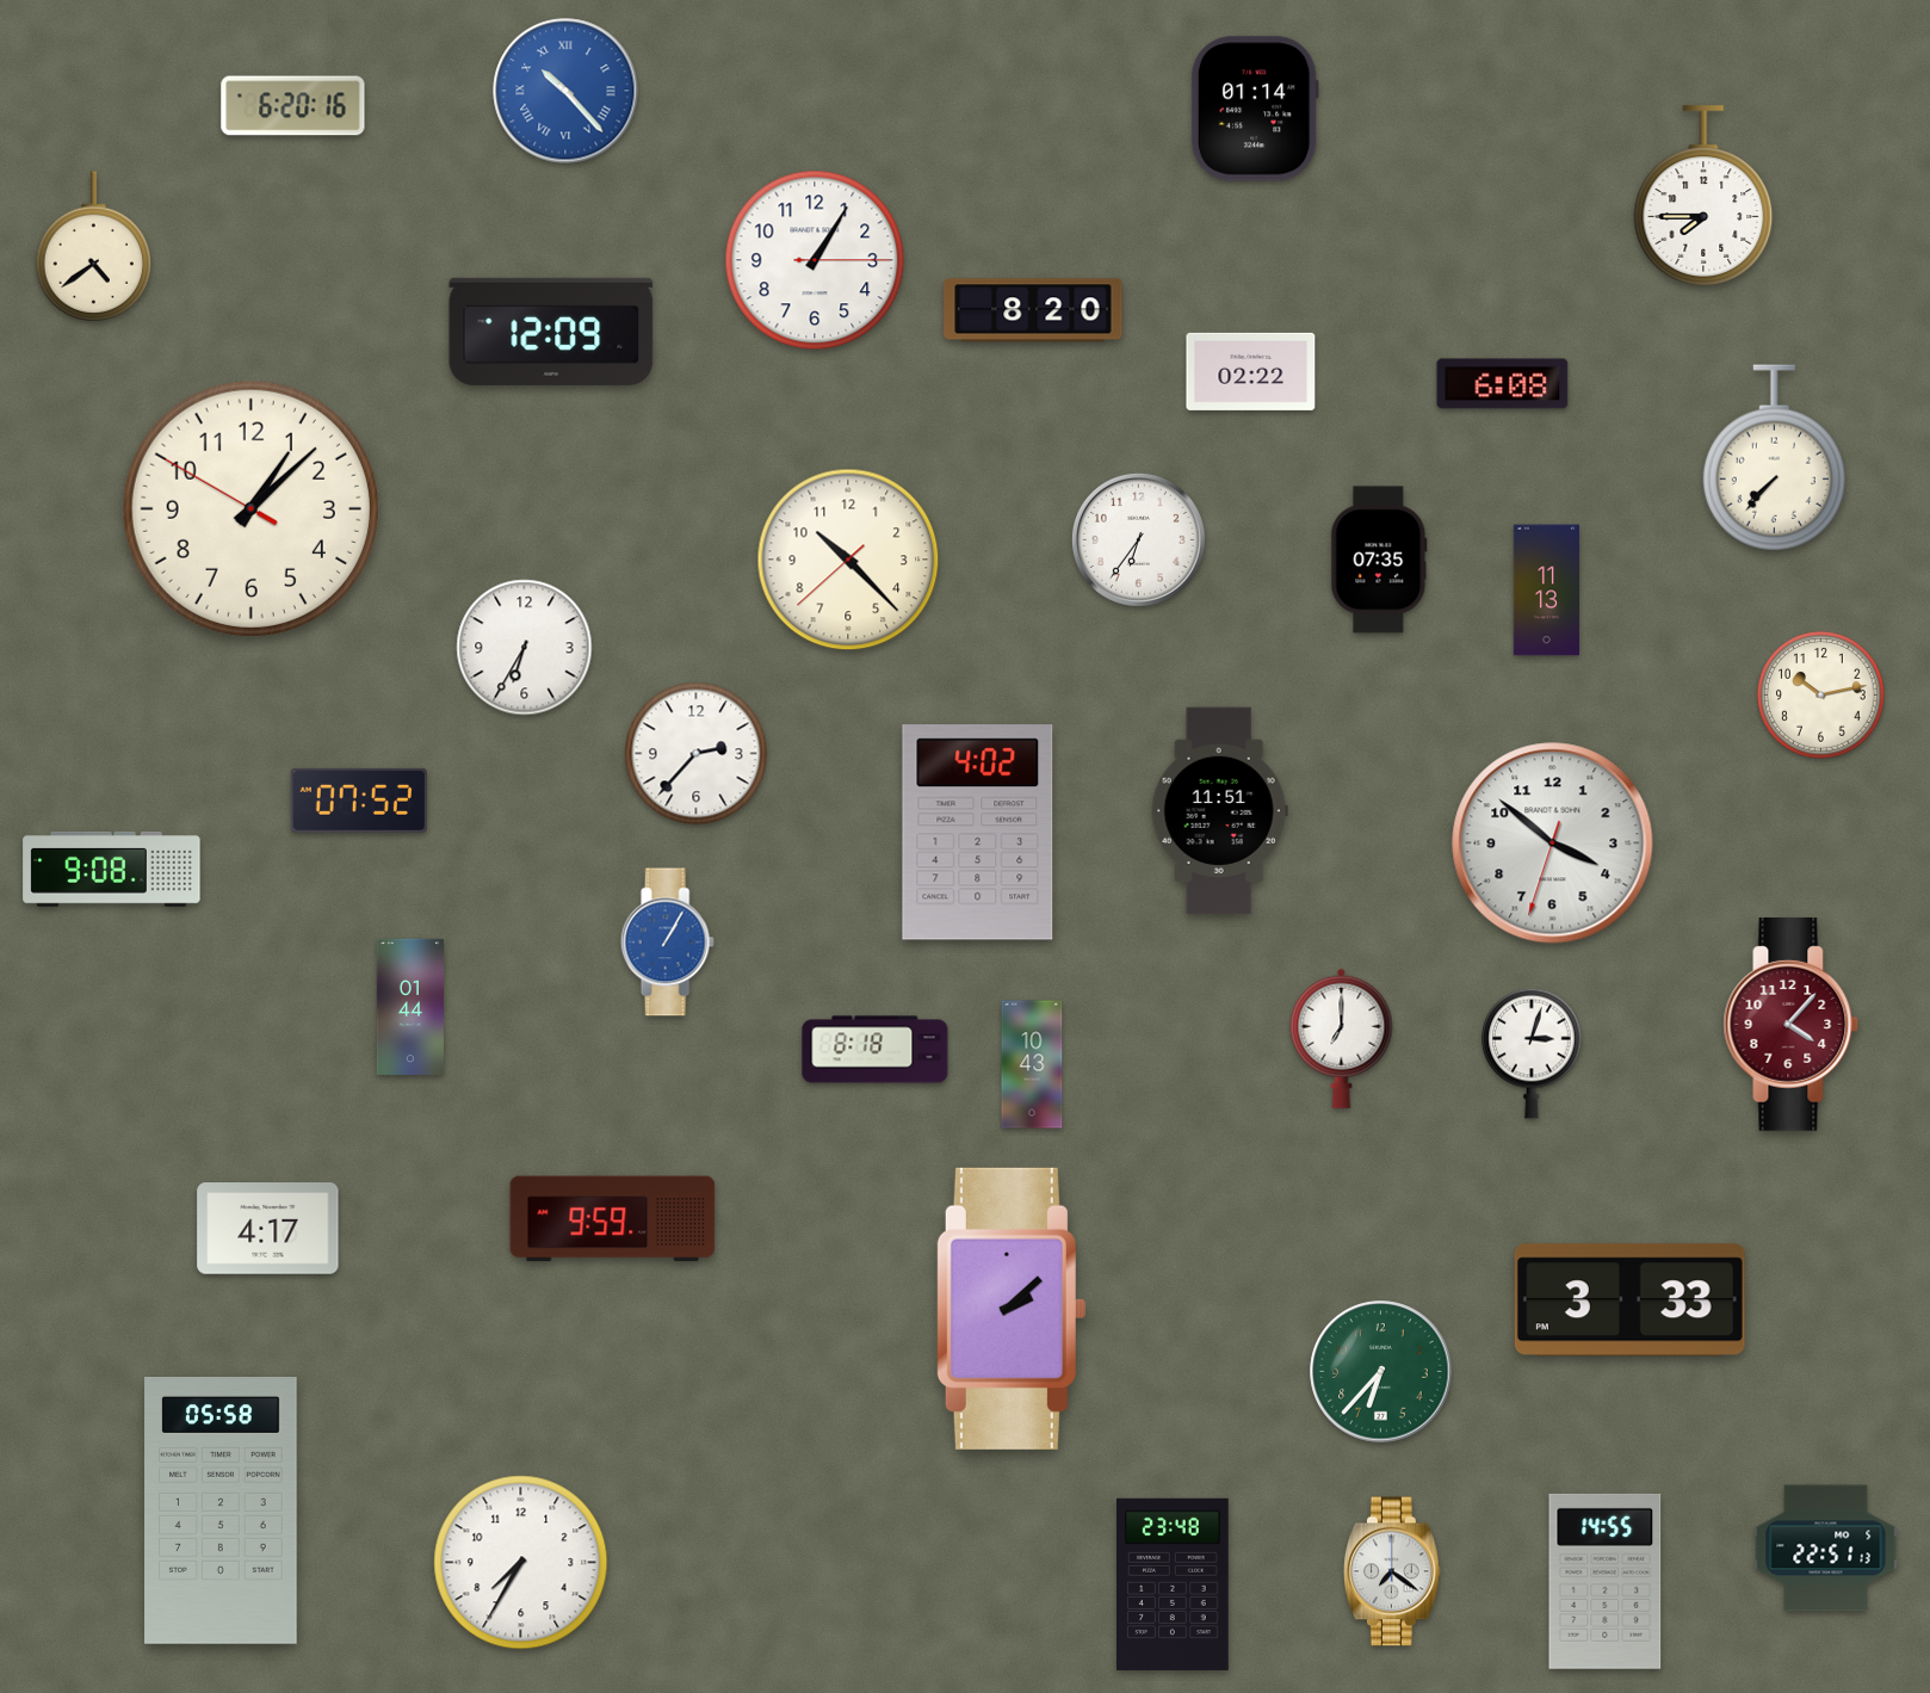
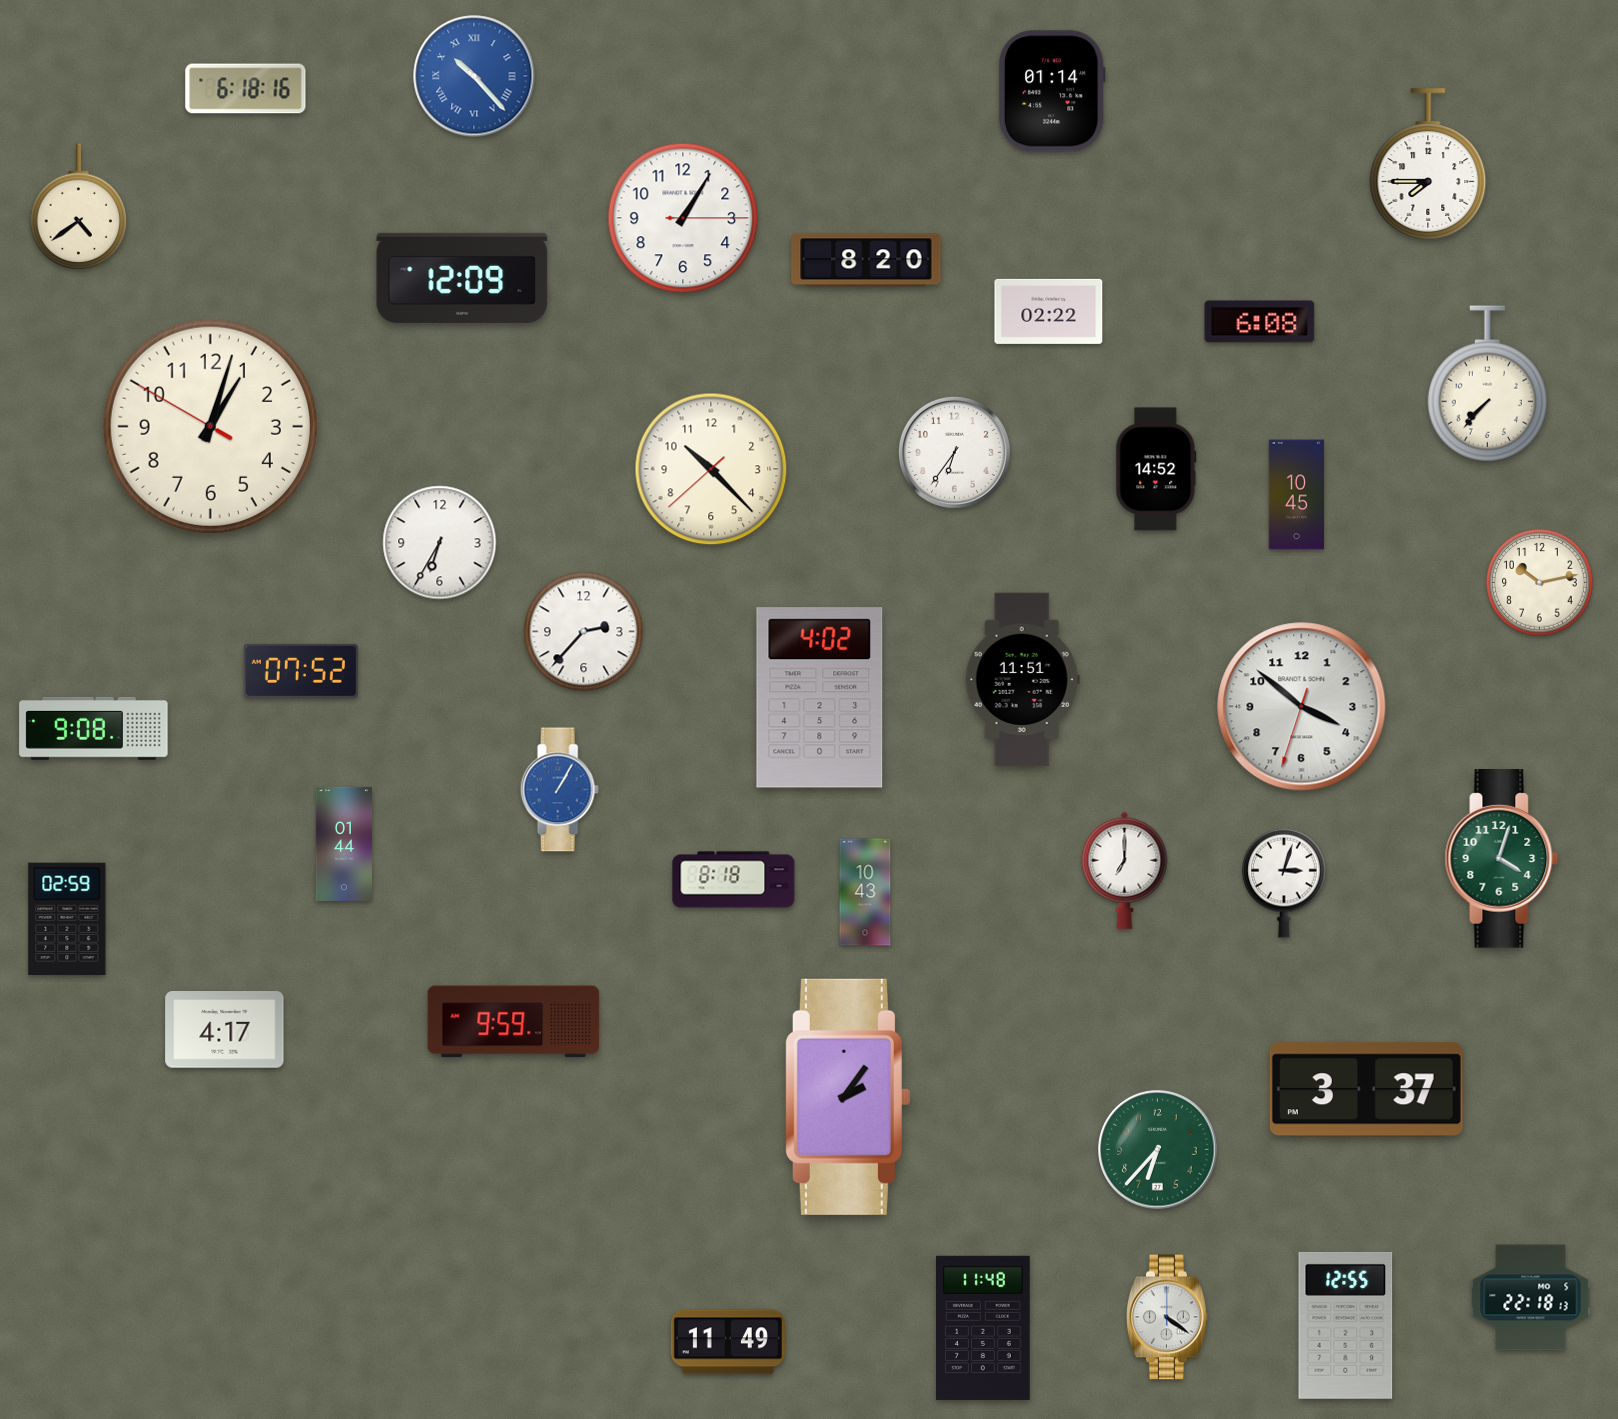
clock at (293, 106): 6:20 -> 6:18
clock at (250, 508): 1:07 -> 1:02
clock at (1379, 560): 07:35 -> 14:52
clock at (1546, 591): 11:13 -> 10:45
clock at (1821, 696) position: (1821, 696) -> (1540, 583)
clock at (1792, 1025): 4:07 -> 4:03
clock at (1792, 1025) dial: burgundy -> green
clock at (67, 918): none -> 02:59
clock at (1629, 1300): 3:33 -> 3:37
clock at (1010, 1309): 2:08 -> 2:06
clock at (221, 1512): 05:58 -> none
clock at (1826, 1549): 22:51 -> 22:18
clock at (521, 1563): 7:35 -> none
clock at (1393, 1571): 7:21 -> 4:21
clock at (1606, 1581): 14:55 -> 12:55
clock at (1174, 1584): 23:48 -> 11:48
clock at (728, 1342): none -> 11:49
